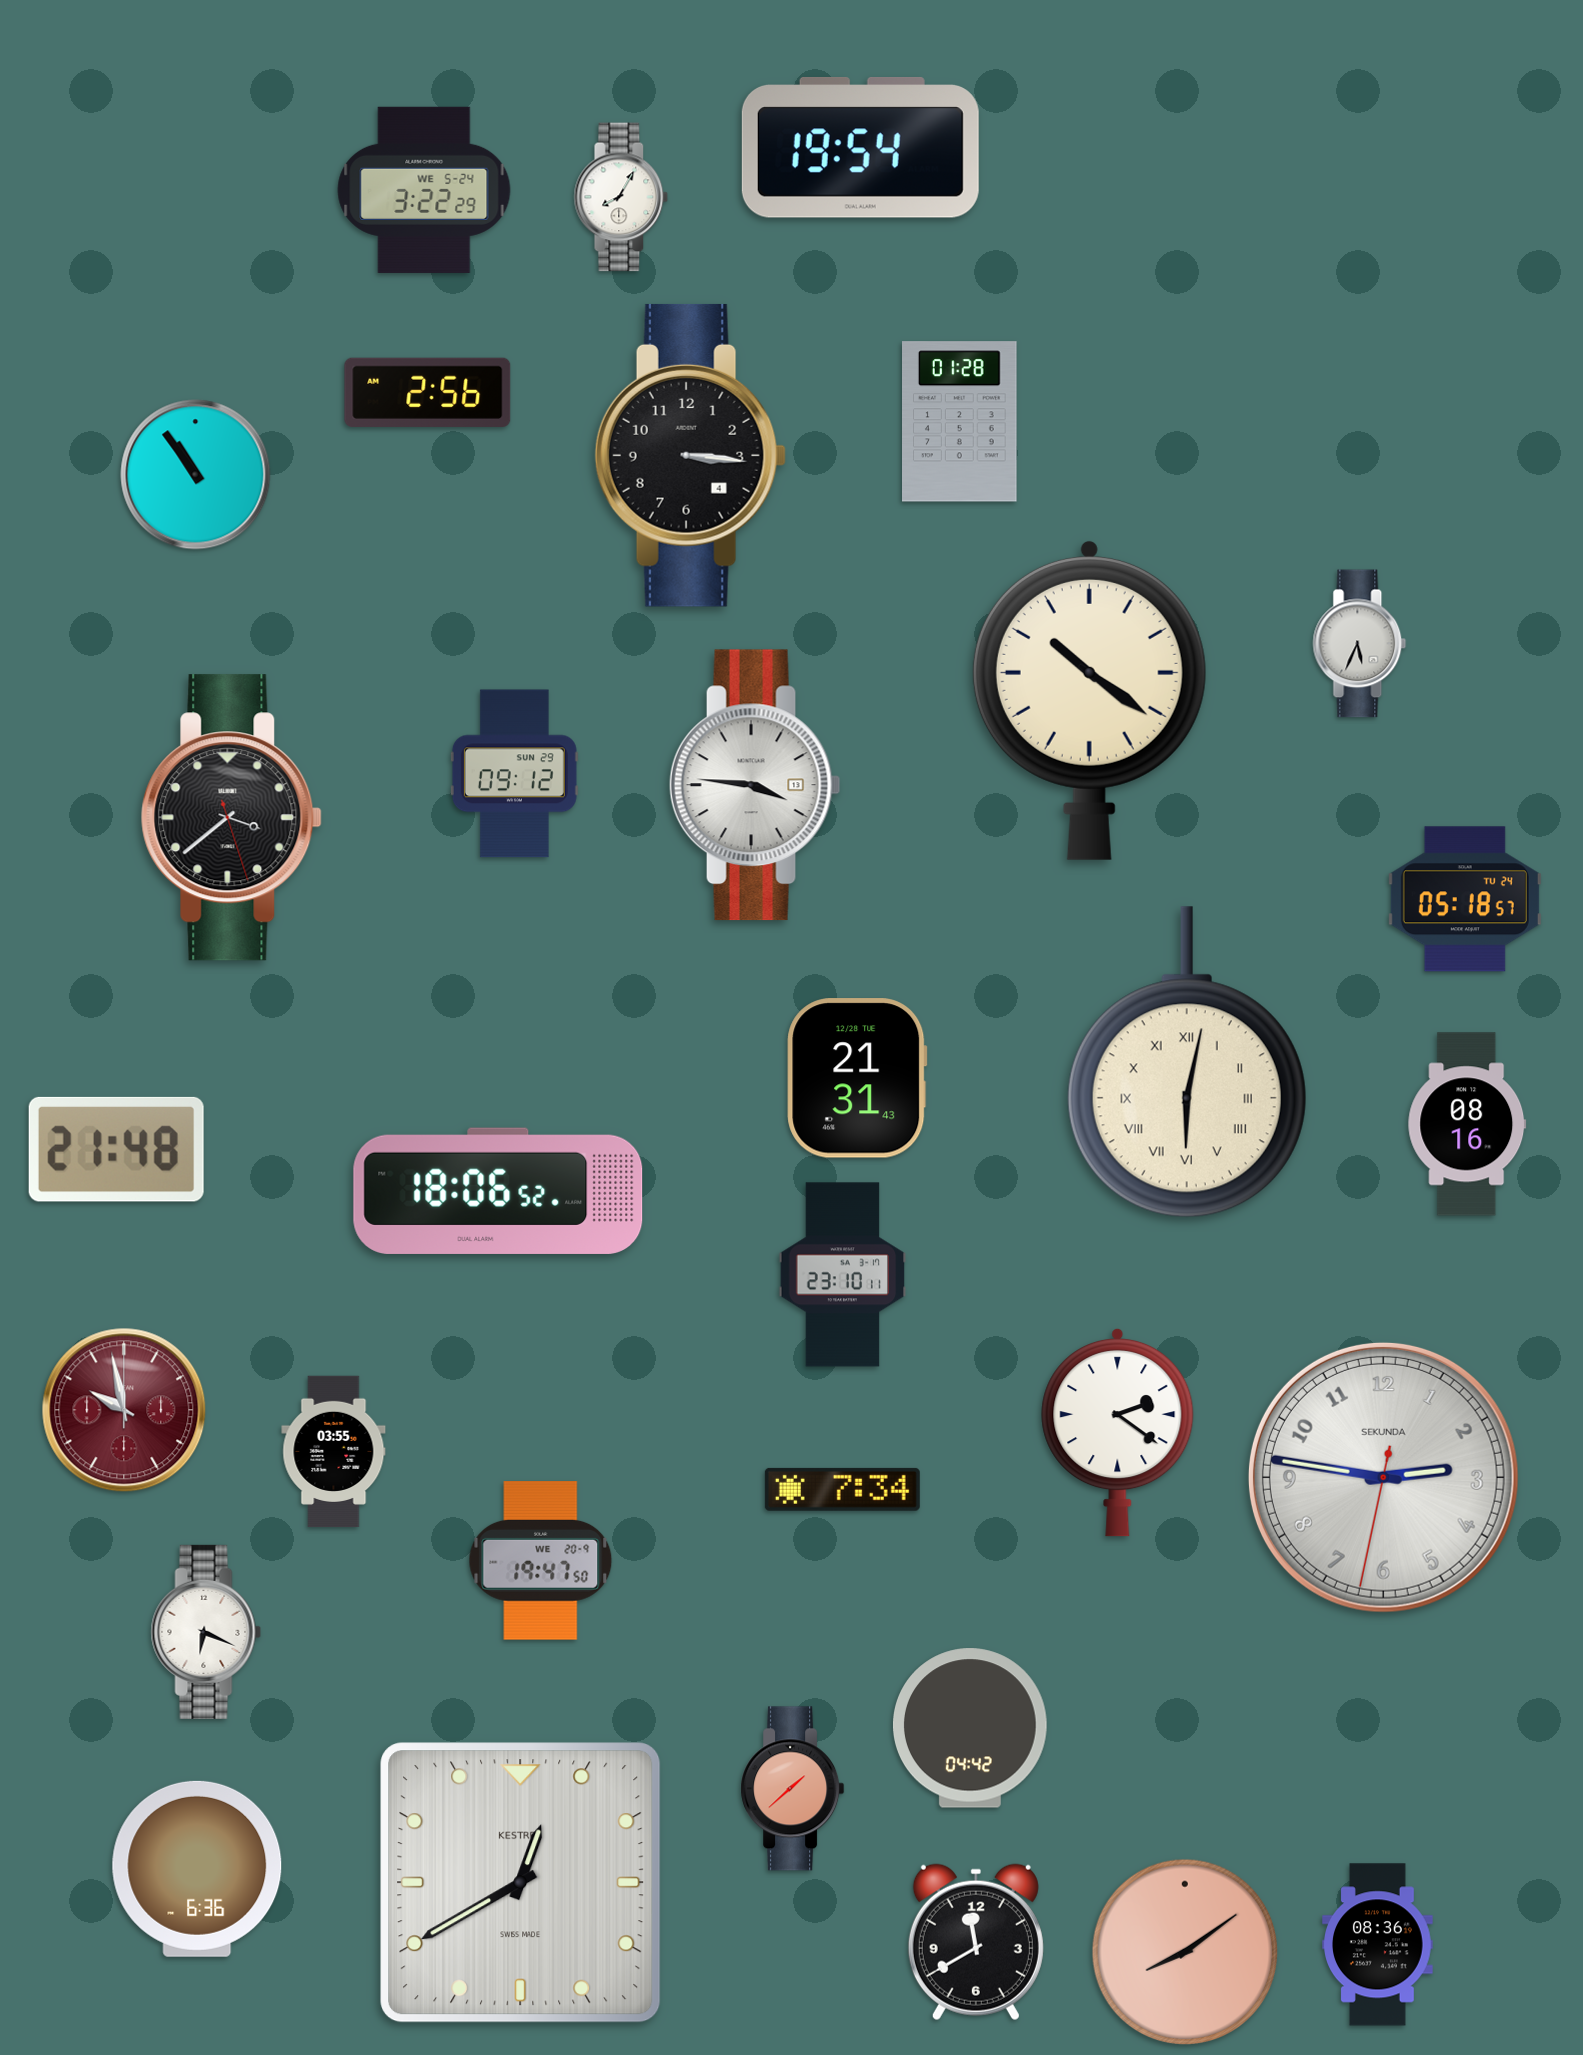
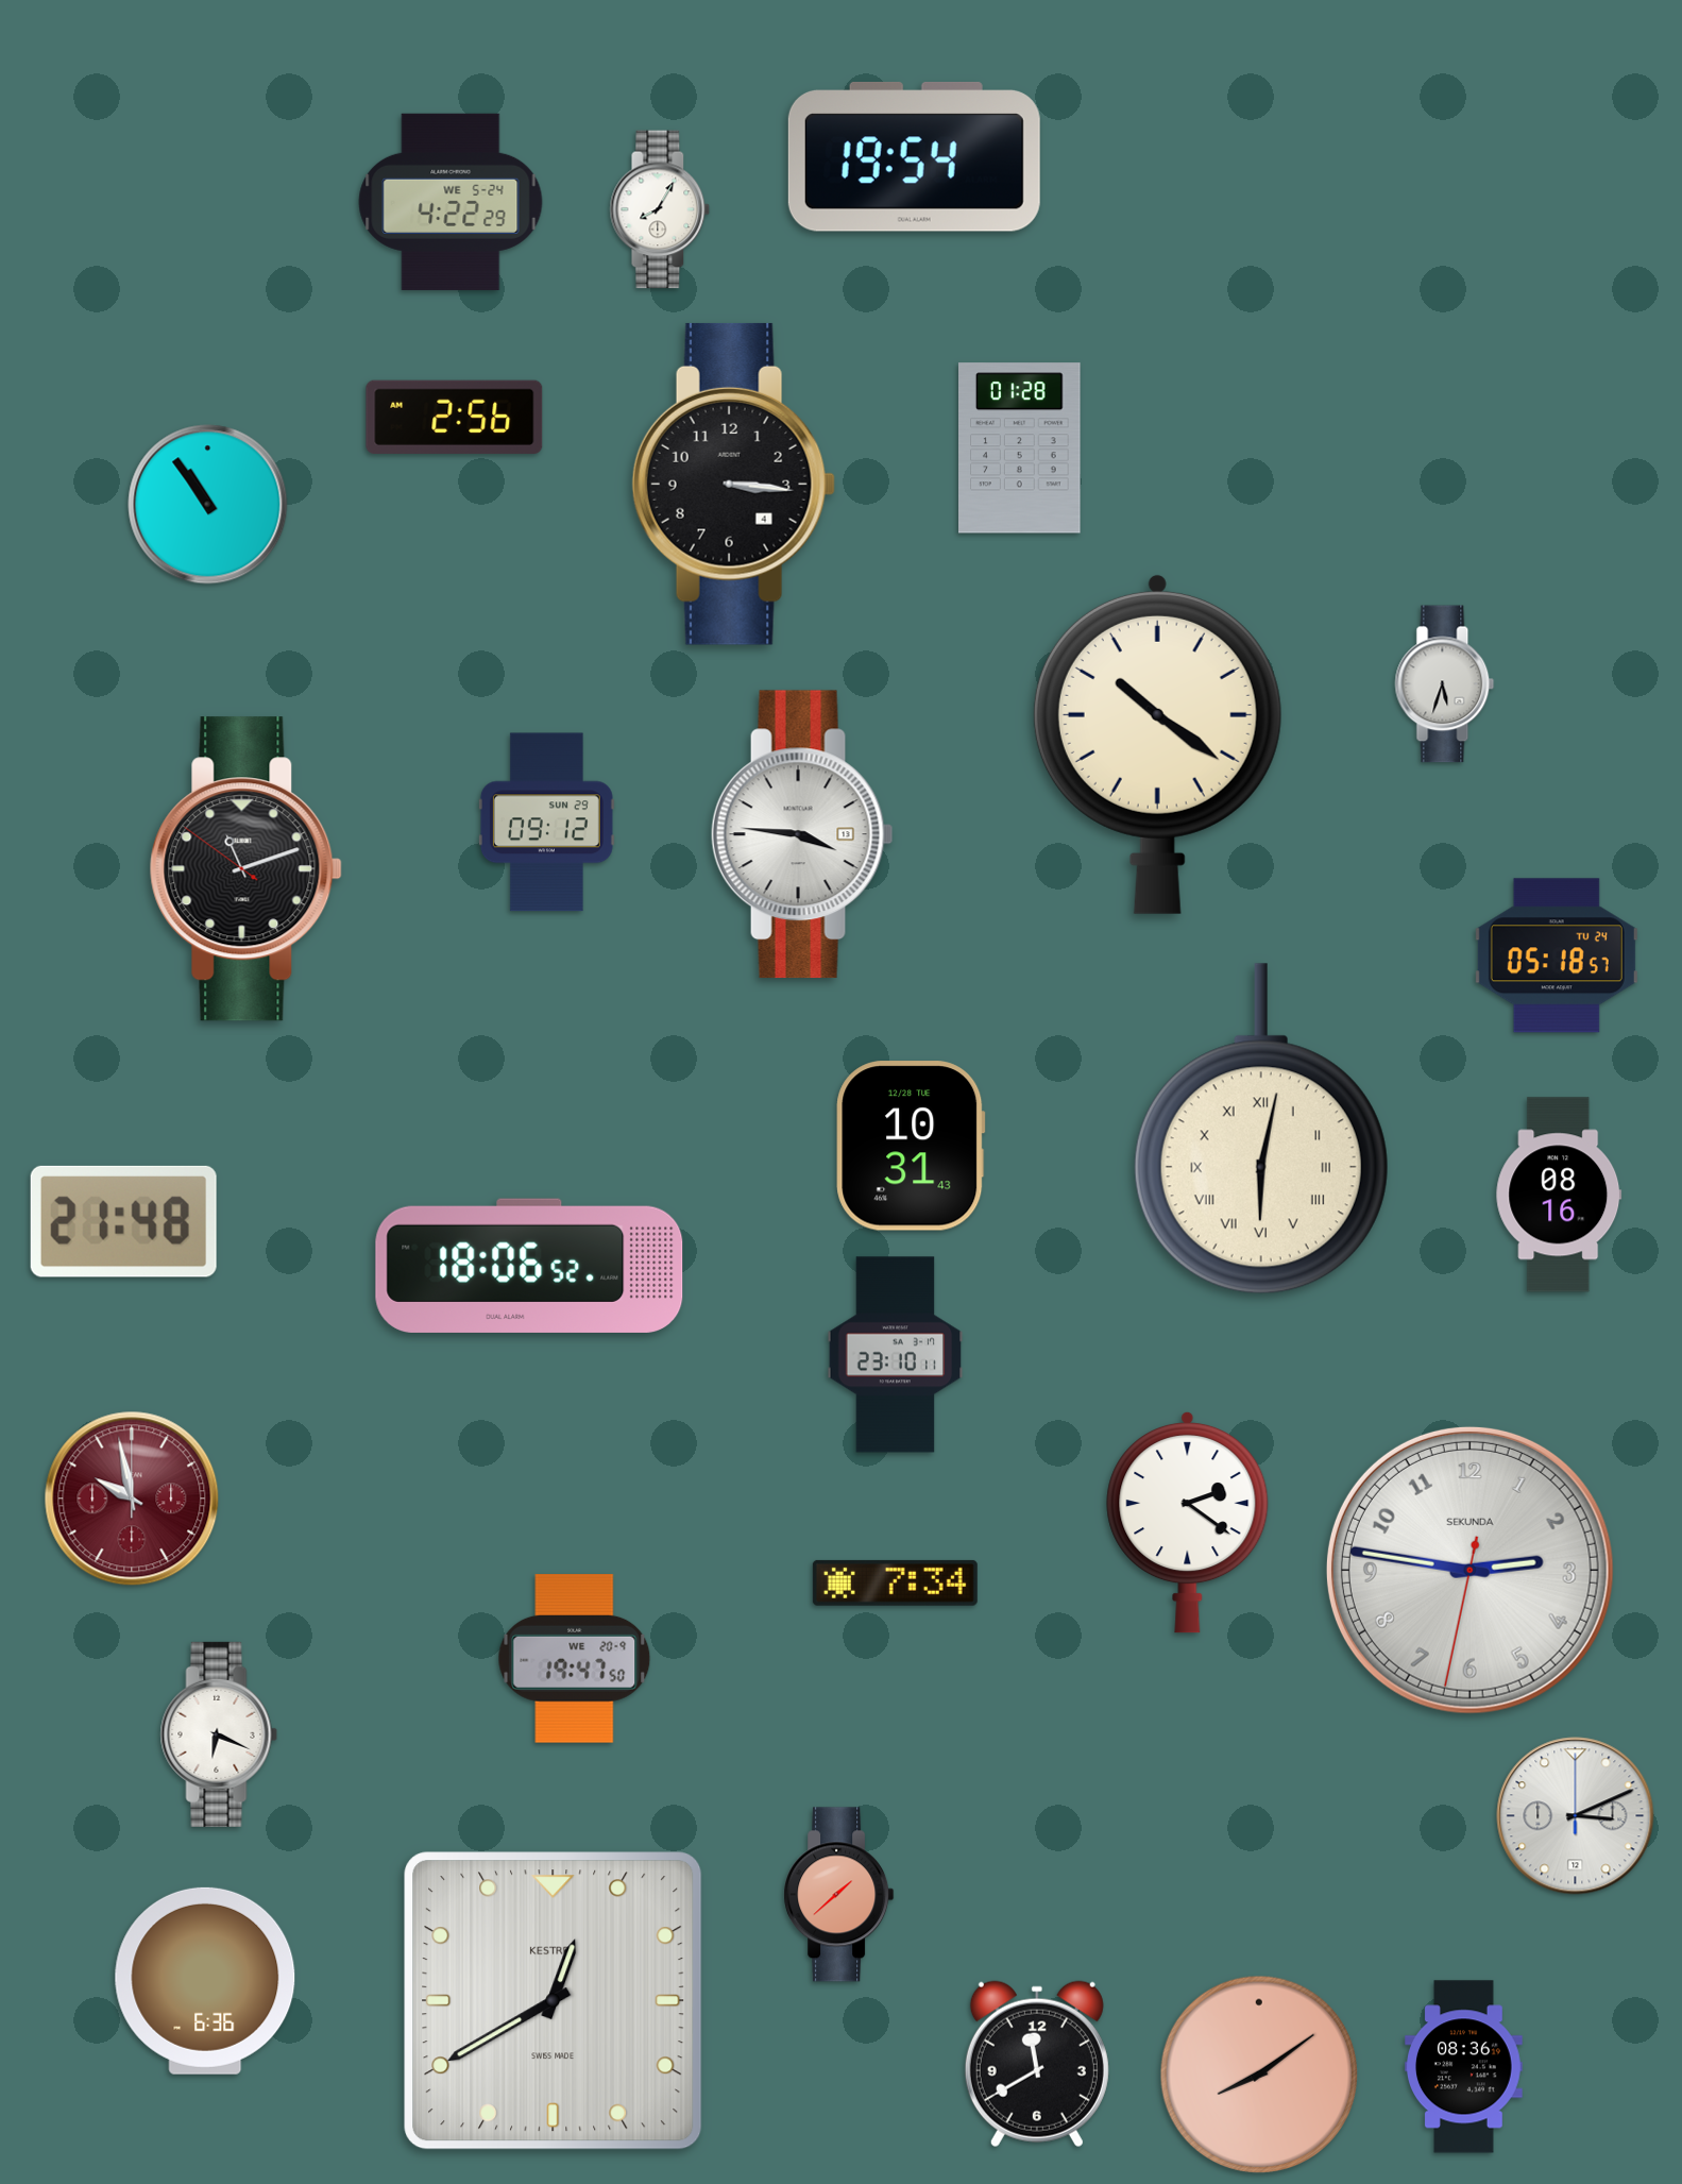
clock at (424, 190): 3:22 -> 4:22
clock at (1360, 644): 5:34 -> 5:33
clock at (231, 818): 3:38 -> 11:11
clock at (857, 1078): 21:31 -> 10:31
clock at (334, 1452): 03:55 -> none
clock at (1576, 1816): none -> 3:11
clock at (970, 1728): 04:42 -> none
clock at (793, 1789) position: (793, 1789) -> (839, 1895)
clock at (197, 1869) position: (197, 1869) -> (205, 1981)
